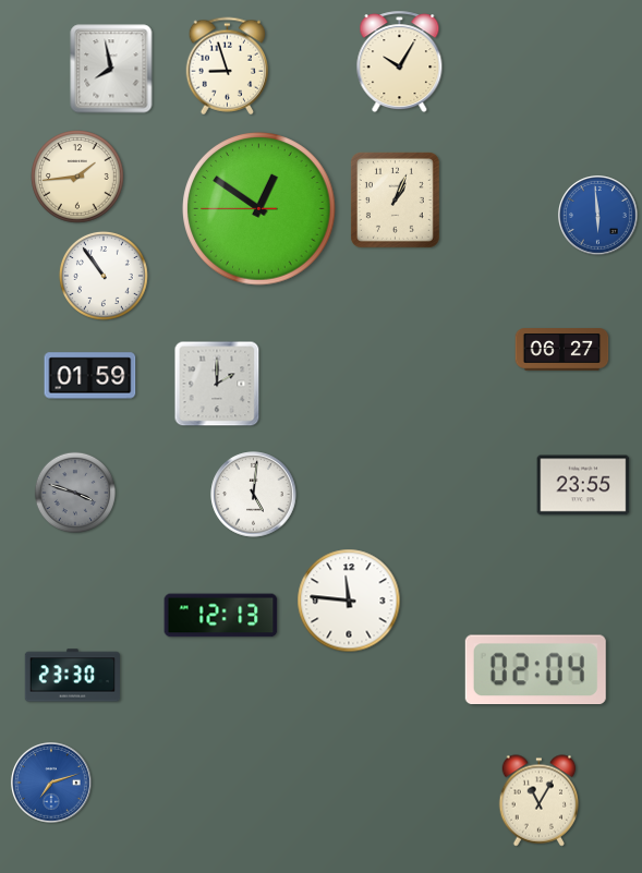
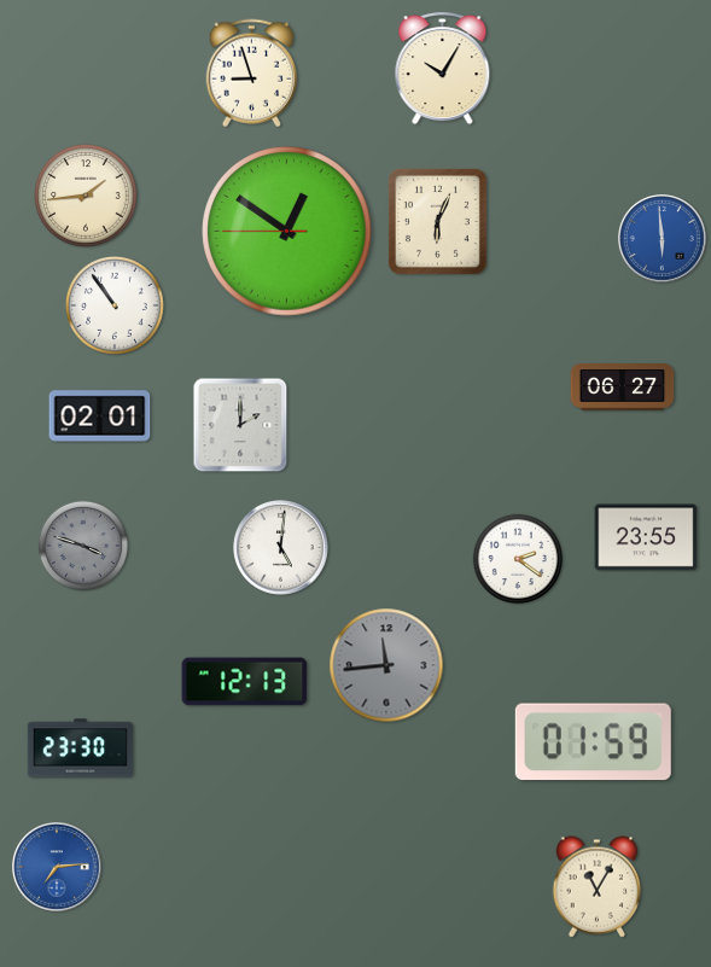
clock at (111, 69): 7:58 -> none
clock at (395, 199): 1:04 -> 6:04
clock at (90, 376): 01:59 -> 02:01
clock at (517, 558): none -> 2:21
clock at (349, 601): 11:46 -> 11:44
clock at (349, 601) dial: white -> grey
clock at (535, 670): 02:04 -> 01:59
clock at (52, 784): 7:12 -> 7:14
